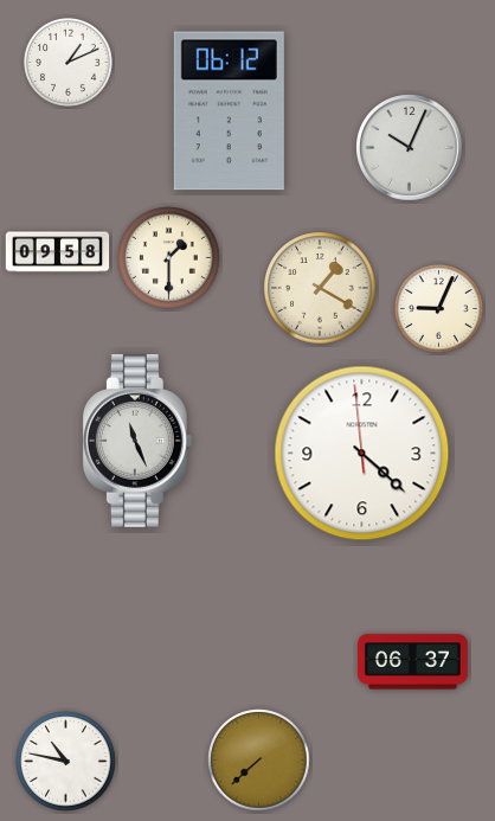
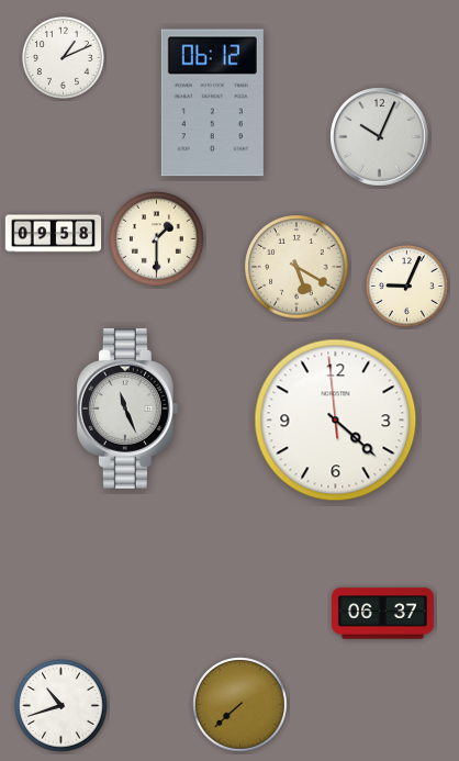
clock at (320, 288): 1:20 -> 5:20
clock at (66, 762): 10:47 -> 10:42
